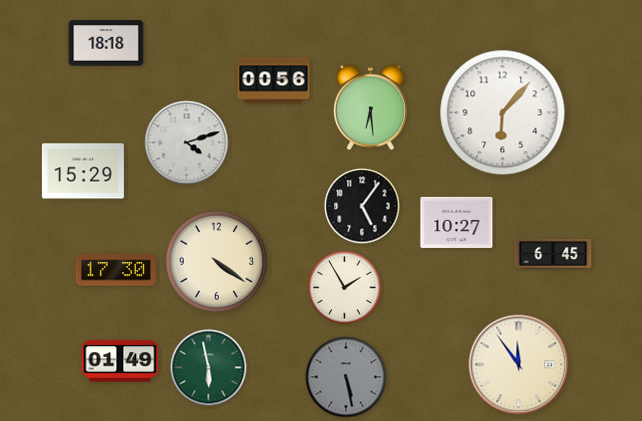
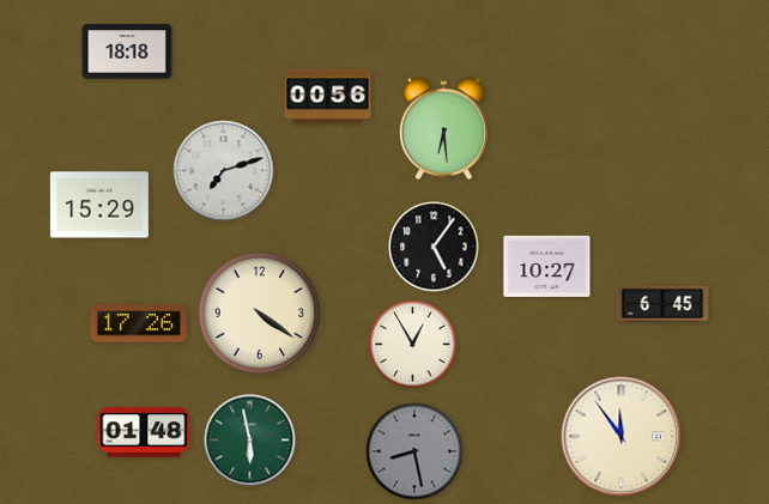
clock at (503, 113): 6:07 -> none
clock at (187, 143): 4:12 -> 7:12
clock at (115, 270): 17:30 -> 17:26
clock at (345, 288): 1:55 -> 12:55
clock at (120, 361): 01:49 -> 01:48
clock at (346, 377): 5:28 -> 8:28
